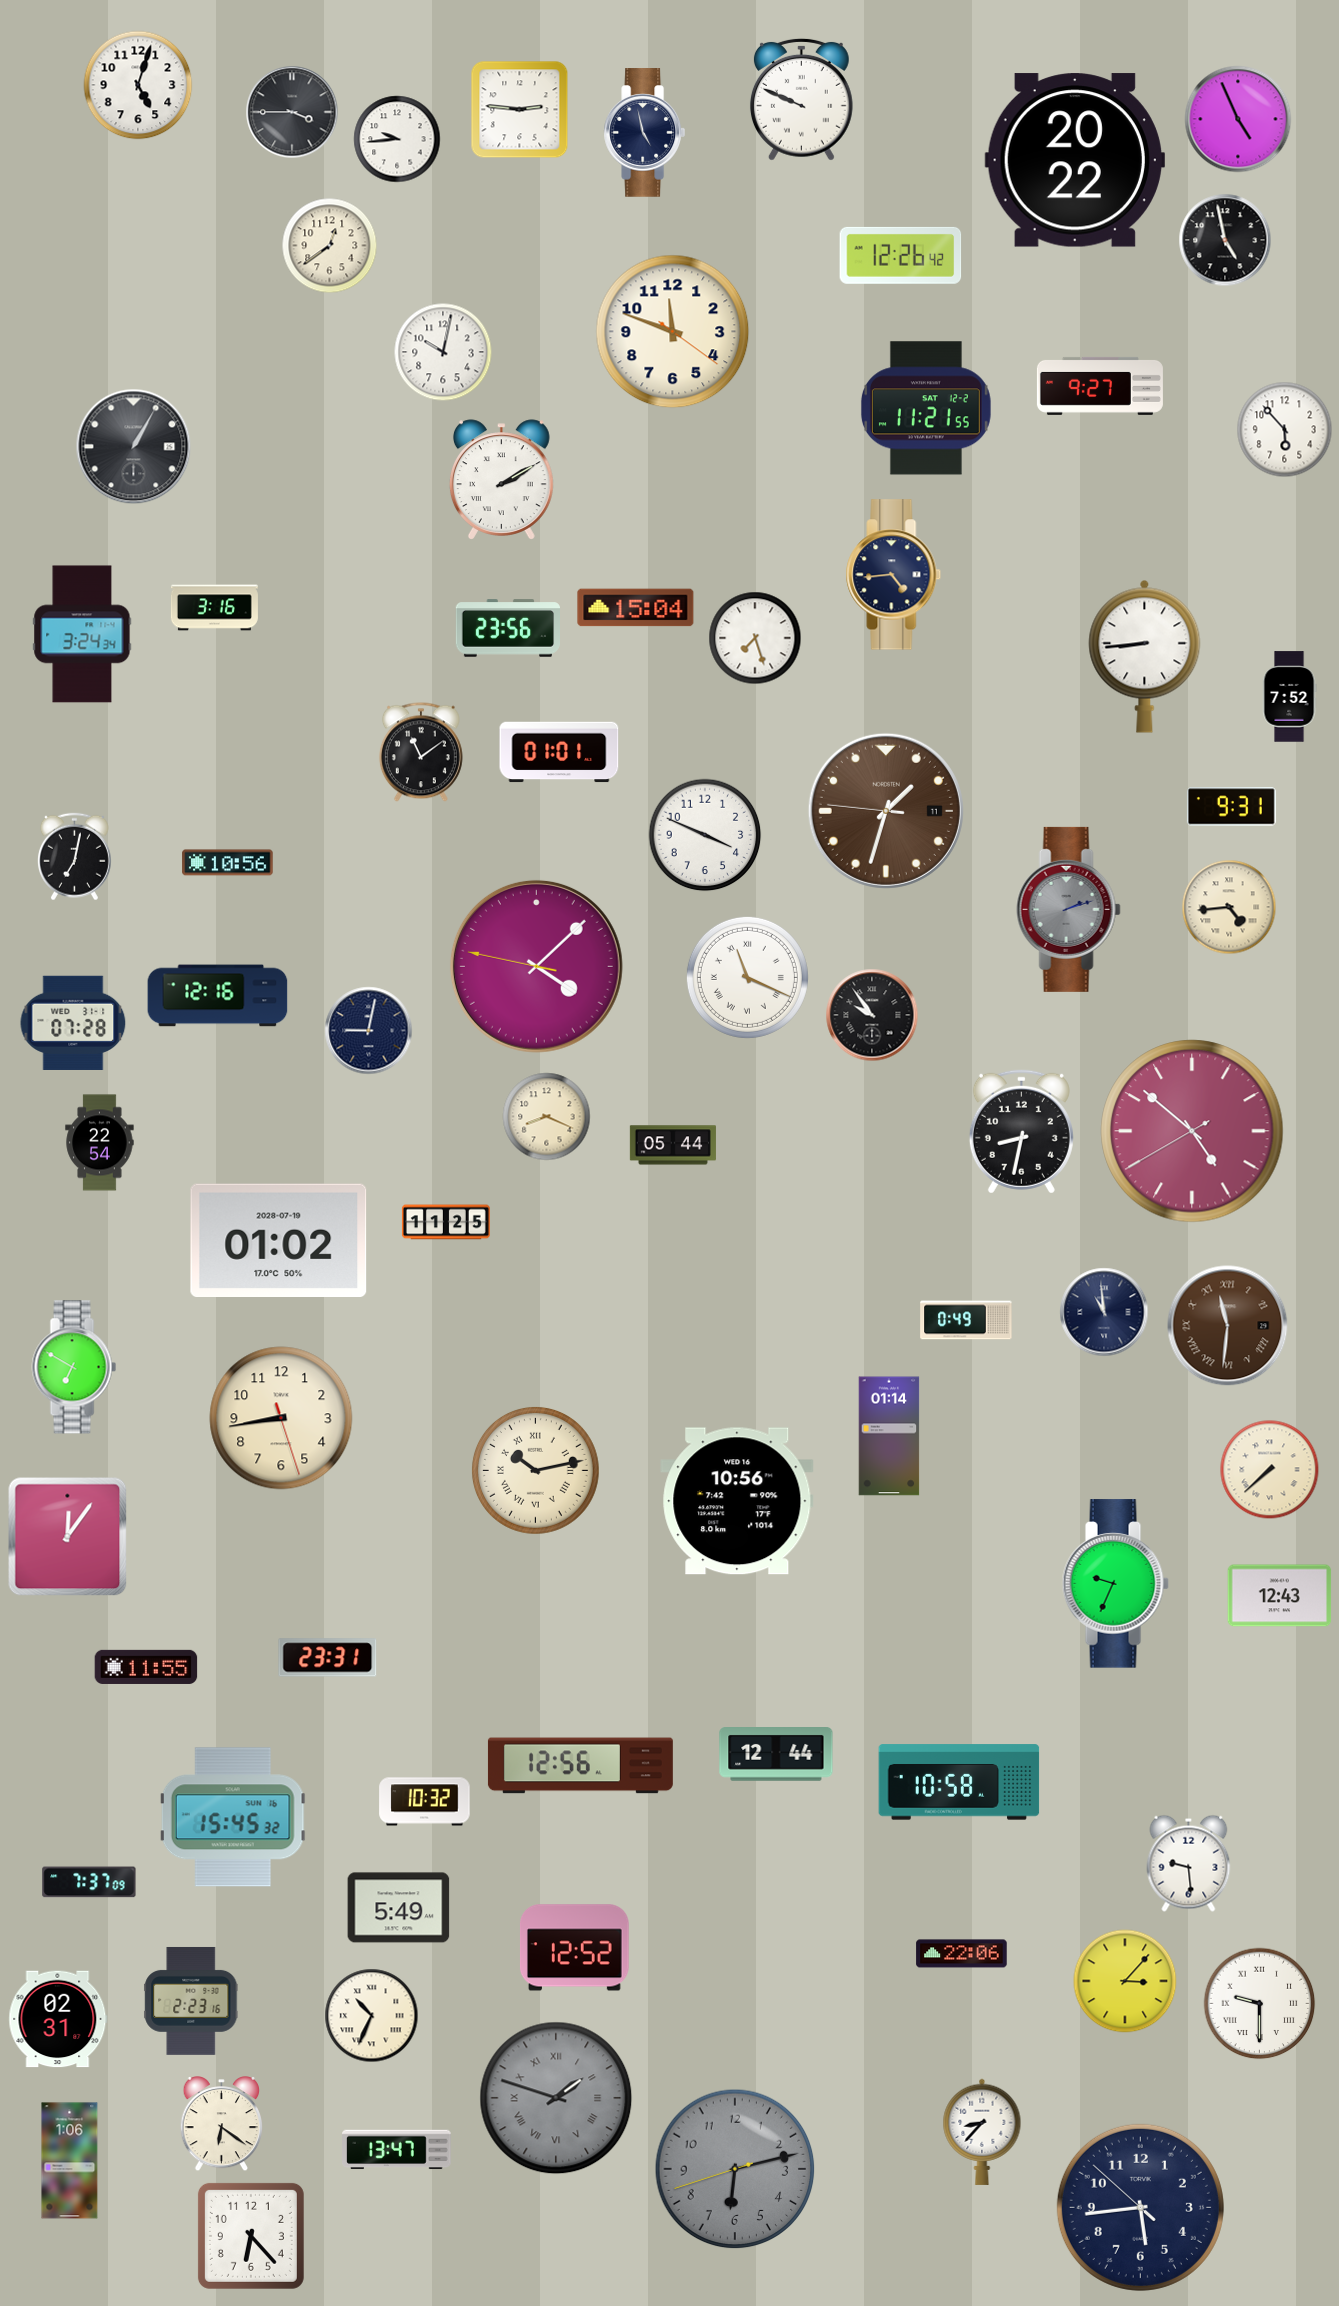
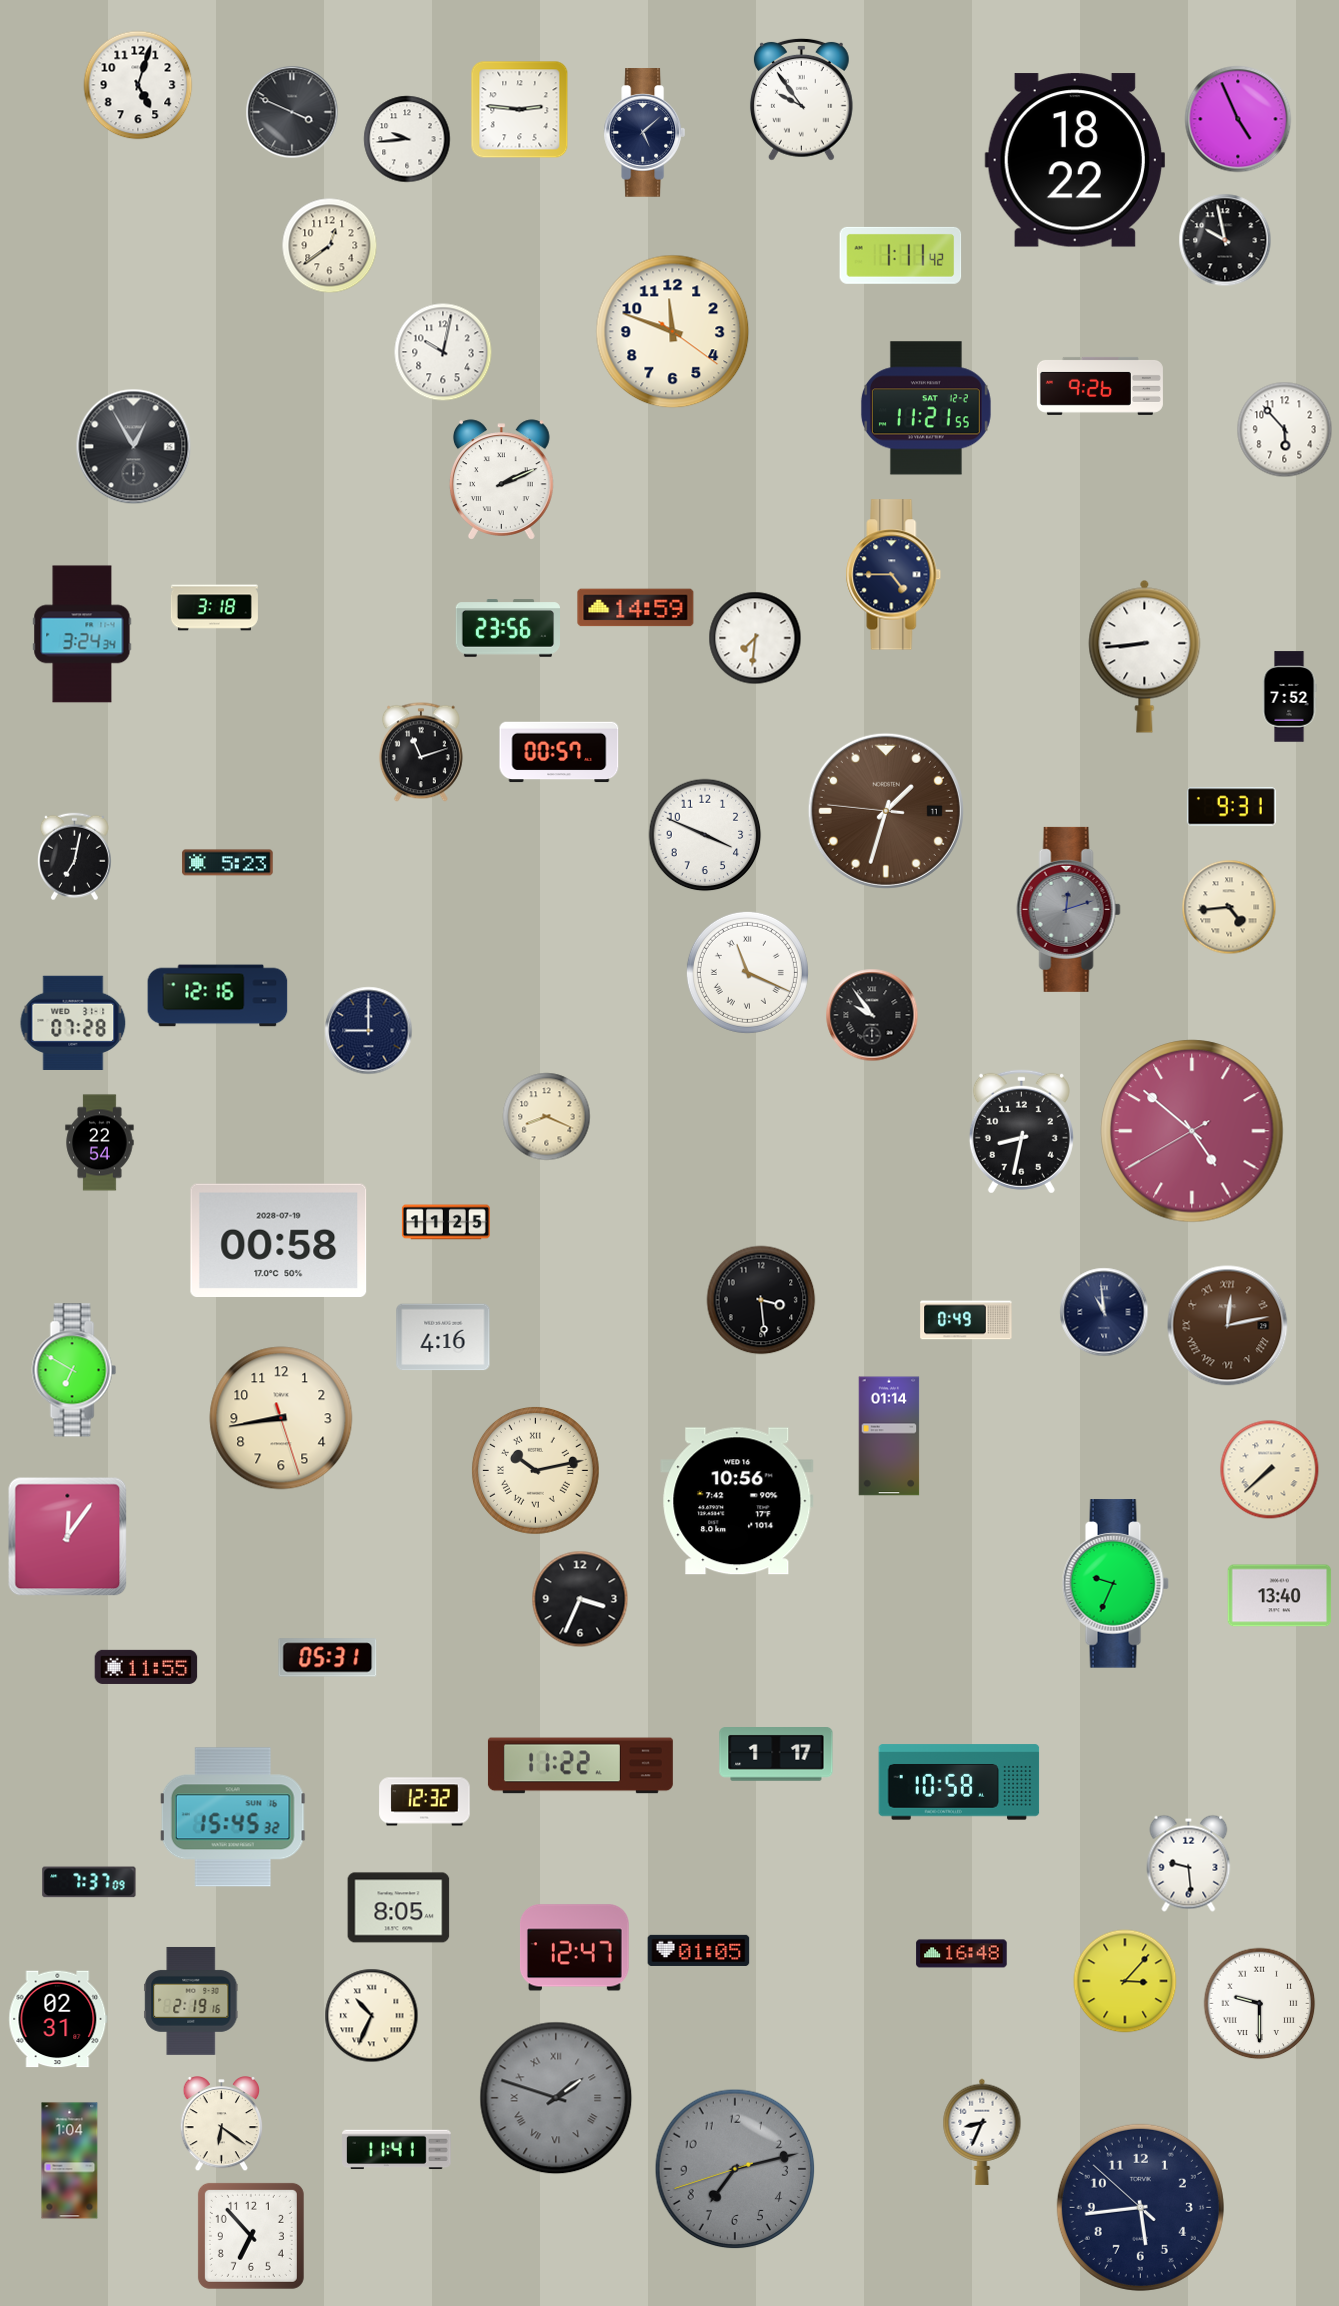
clock at (801, 99): 9:49 -> 9:54
clock at (292, 112): 3:45 -> 3:49
clock at (644, 133): 4:58 -> 5:08
clock at (397, 139) position: (397, 139) -> (407, 139)
clock at (1075, 160): 20:22 -> 18:22
clock at (1225, 240): 4:58 -> 9:58
clock at (901, 255): 12:26 -> 1:11
clock at (1100, 386): 9:27 -> 9:26
clock at (134, 447): 1:05 -> 12:55
clock at (501, 480): 2:10 -> 2:11
clock at (894, 575): 4:44 -> 4:45
clock at (214, 608): 3:16 -> 3:18
clock at (636, 608): 15:04 -> 14:59
clock at (755, 638): 7:27 -> 7:31
clock at (421, 752): 11:09 -> 11:12
clock at (559, 752): 01:01 -> 00:57
clock at (228, 863): 10:56 -> 5:23
clock at (1068, 909): 2:12 -> 12:12
clock at (536, 966): 4:07 -> none
clock at (747, 977) position: (747, 977) -> (747, 972)
clock at (369, 1031): 9:02 -> 9:00
clock at (673, 1145): 05:44 -> none
clock at (279, 1241): 01:02 -> 00:58
clock at (761, 1300): none -> 3:29
clock at (1228, 1326): 11:31 -> 12:13
clock at (443, 1337): none -> 4:16
clock at (74, 1367) position: (74, 1367) -> (74, 1370)
clock at (1280, 1596): 12:43 -> 13:40
clock at (580, 1599): none -> 3:34
clock at (328, 1658): 23:31 -> 05:31
clock at (776, 1755): 12:44 -> 1:17
clock at (580, 1766): 12:56 -> 11:22
clock at (425, 1802): 10:32 -> 12:32
clock at (399, 1908): 5:49 -> 8:05
clock at (574, 1948): 12:52 -> 12:47
clock at (699, 1950): none -> 01:05
clock at (962, 1954): 22:06 -> 16:48
clock at (191, 2001): 2:23 -> 2:19
clock at (982, 2132): 8:37 -> 8:34
clock at (397, 2150): 13:47 -> 11:41
clock at (70, 2161): 1:06 -> 1:04
clock at (735, 2169): 6:12 -> 7:12
clock at (251, 2236): 6:23 -> 6:53
